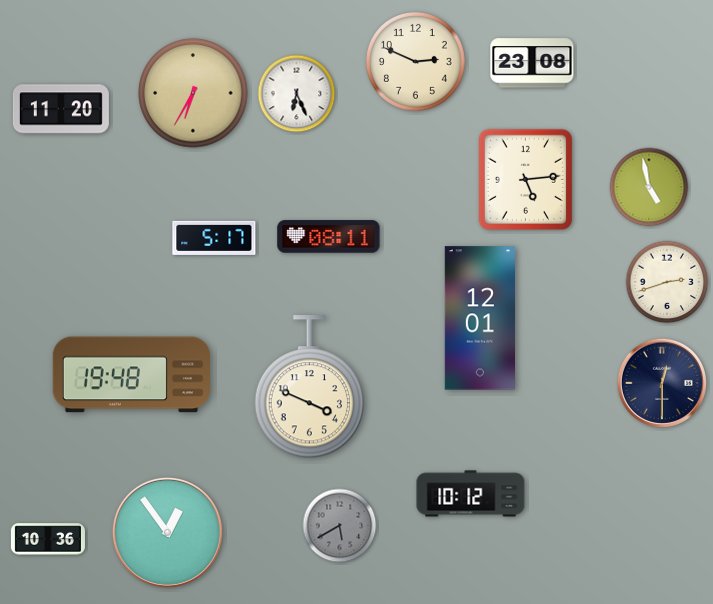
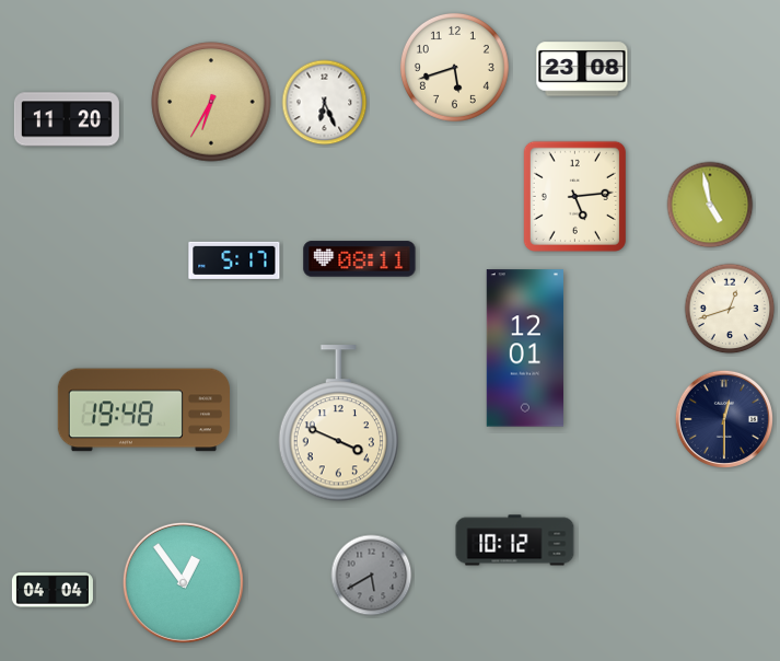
clock at (415, 61): 2:49 -> 5:42
clock at (667, 282): 2:42 -> 12:42
clock at (48, 539): 10:36 -> 04:04
